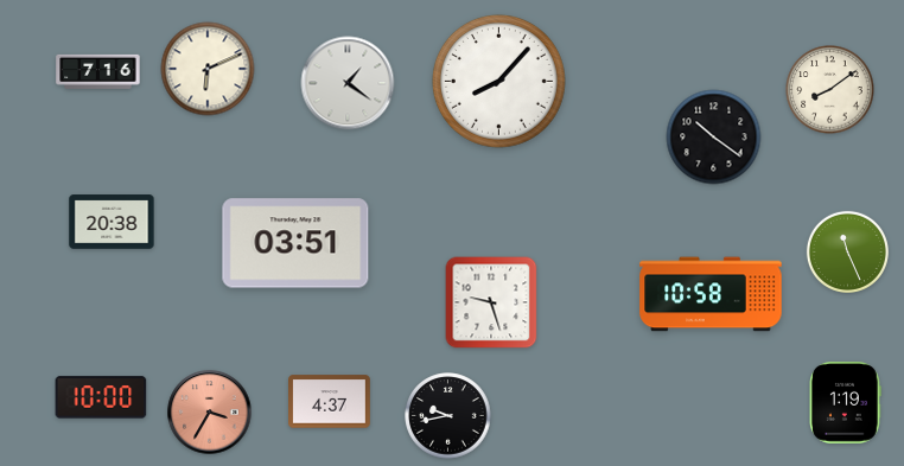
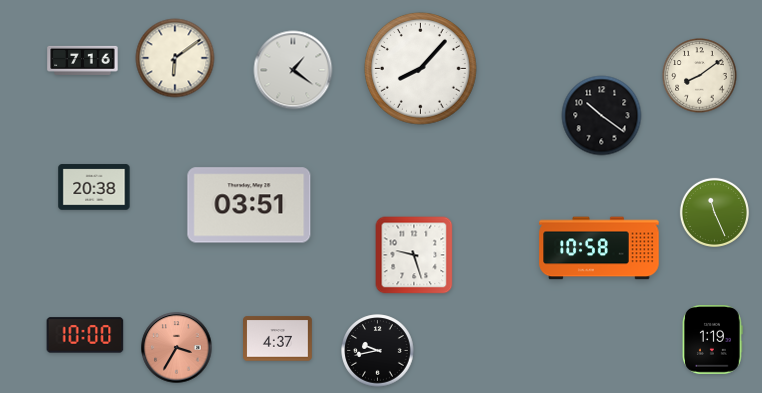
clock at (208, 69): 6:11 -> 6:09
